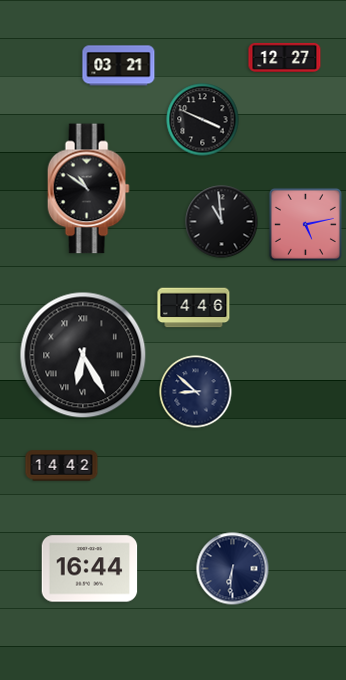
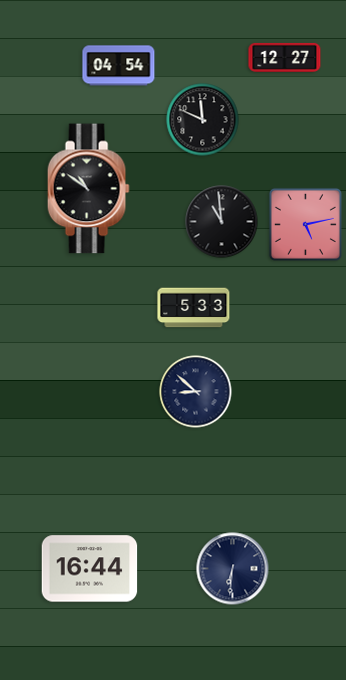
clock at (119, 66): 03:21 -> 04:54
clock at (203, 120): 3:49 -> 11:49
clock at (194, 308): 4:46 -> 5:33
clock at (83, 355): 6:25 -> none
clock at (62, 466): 14:42 -> none
